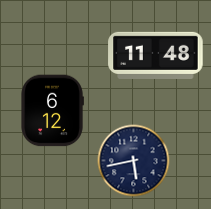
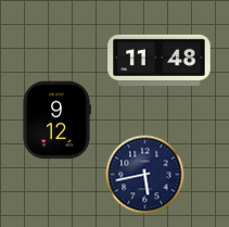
clock at (156, 55) position: (156, 55) -> (160, 60)
clock at (52, 111): 6:12 -> 9:12
